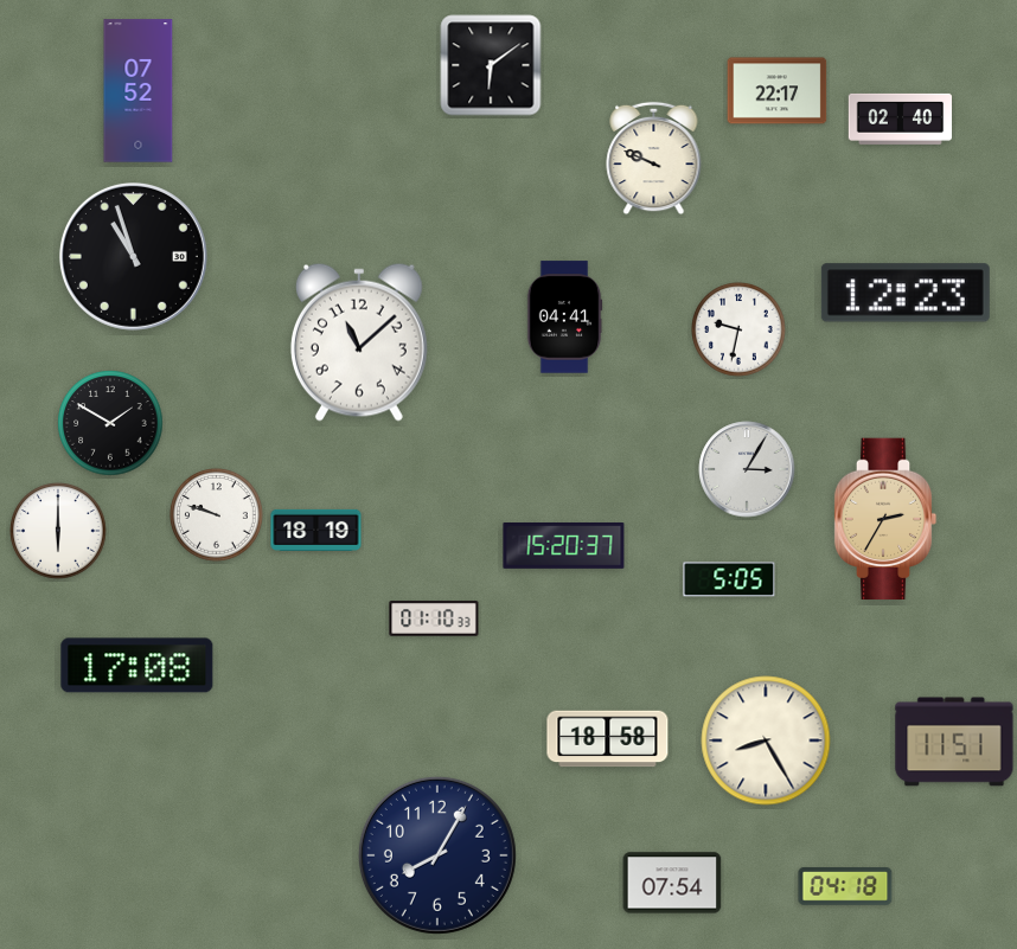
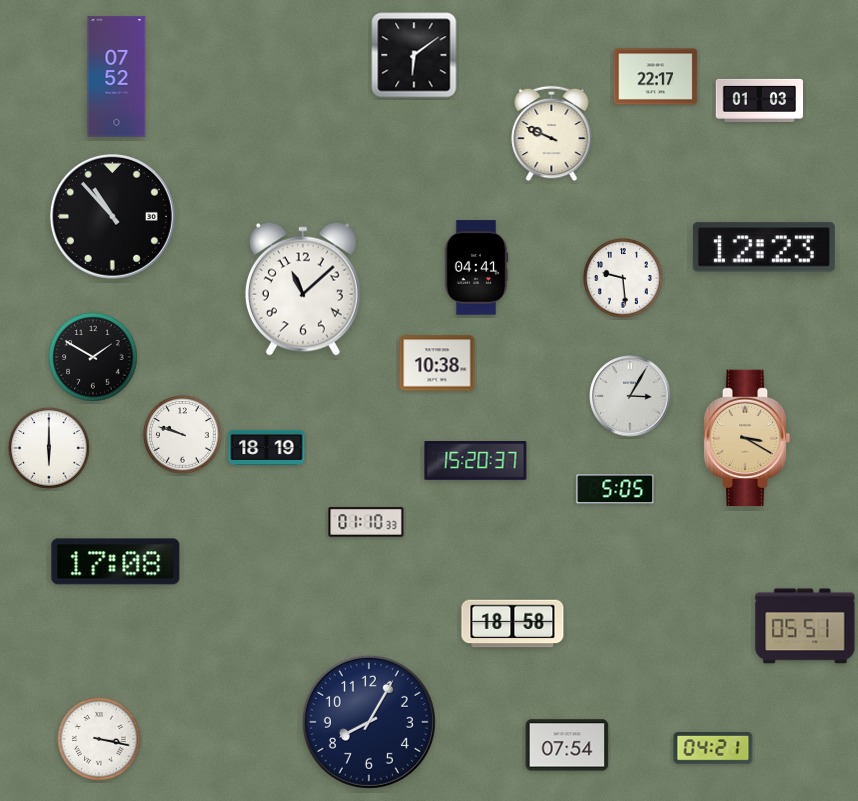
clock at (900, 118): 02:40 -> 01:03
clock at (133, 256): 10:57 -> 10:53
clock at (738, 329): 9:32 -> 9:29
clock at (437, 363): none -> 10:38
clock at (885, 519): 2:35 -> 3:20
clock at (766, 740): 8:25 -> none
clock at (954, 742): 11:51 -> 05:51
clock at (99, 739): none -> 3:17
clock at (845, 887): 04:18 -> 04:21
